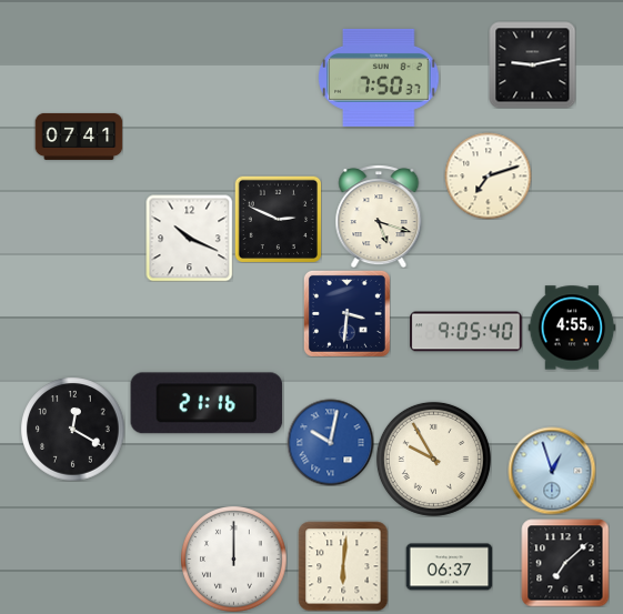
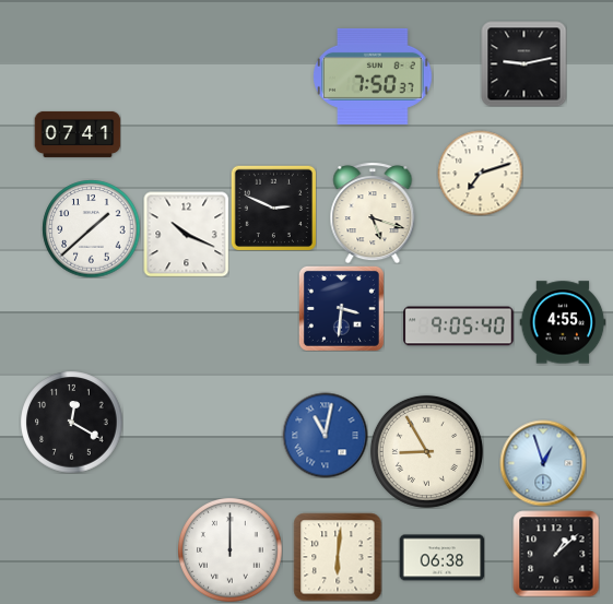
clock at (278, 219) position: (278, 219) -> (273, 208)
clock at (91, 228): none -> 1:38
clock at (207, 403): 21:16 -> none
clock at (330, 442): 10:02 -> 11:02
clock at (433, 459): 9:55 -> 8:55
clock at (565, 563): 7:08 -> 1:08
clock at (449, 567): 06:37 -> 06:38
